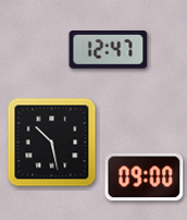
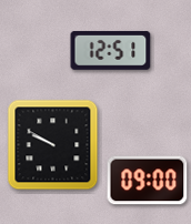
clock at (109, 49): 12:47 -> 12:51
clock at (52, 143): 10:28 -> 9:50
